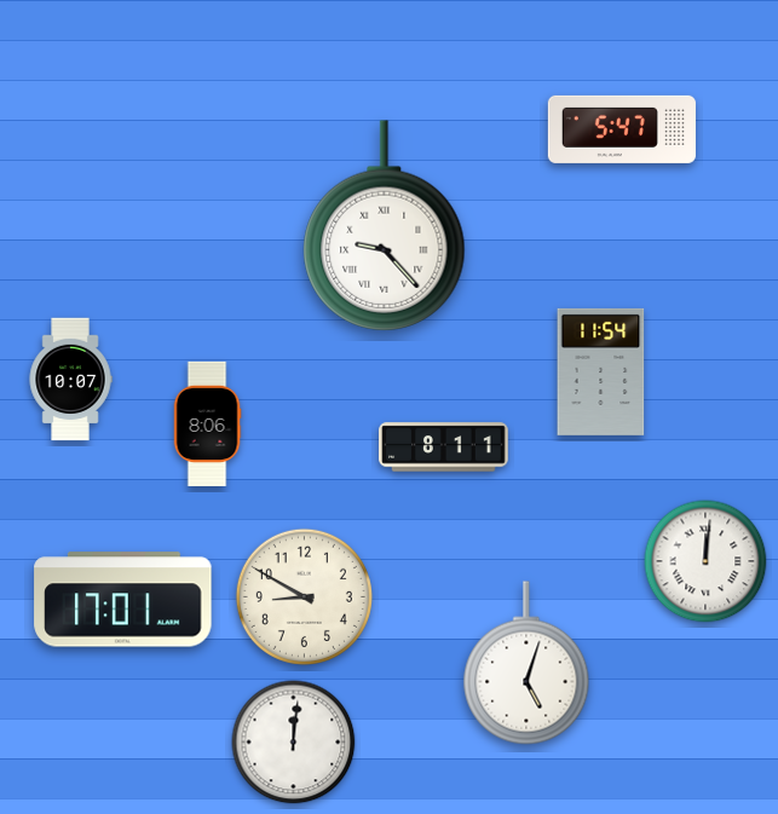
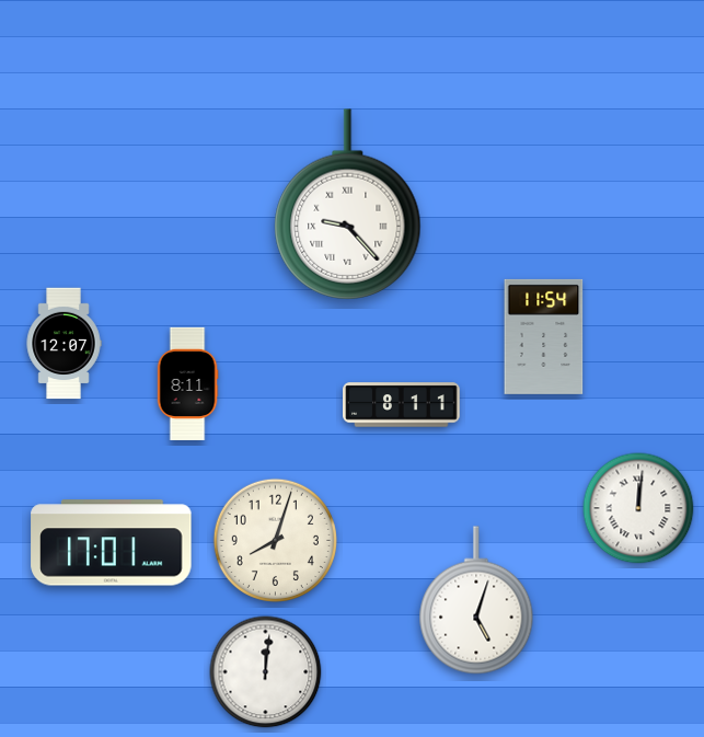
clock at (622, 129): 5:47 -> none
clock at (70, 380): 10:07 -> 12:07
clock at (207, 423): 8:06 -> 8:11
clock at (304, 596): 8:50 -> 8:03
